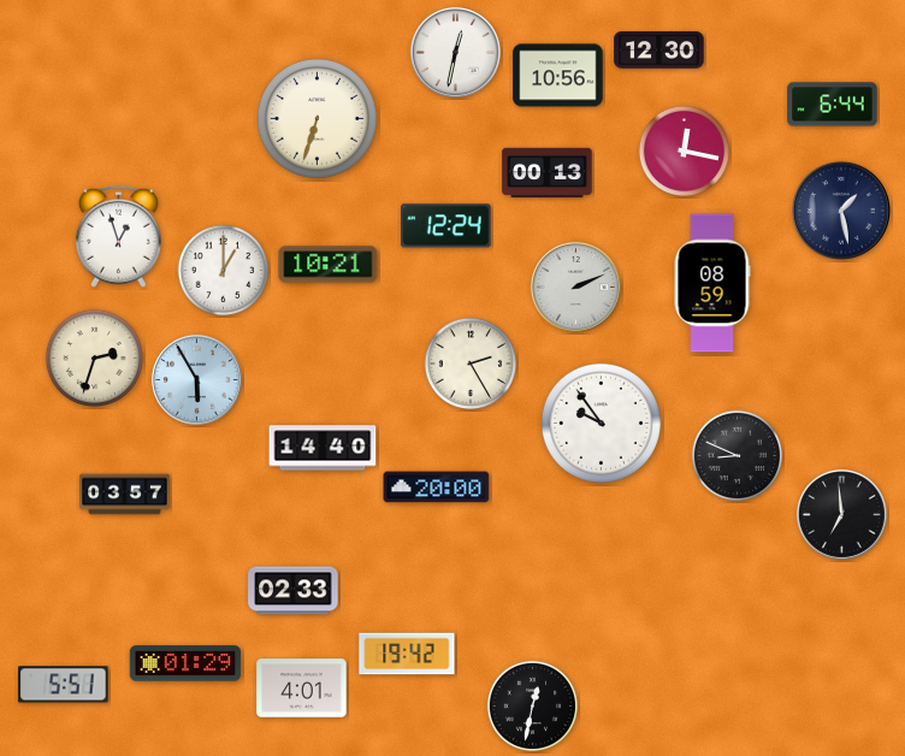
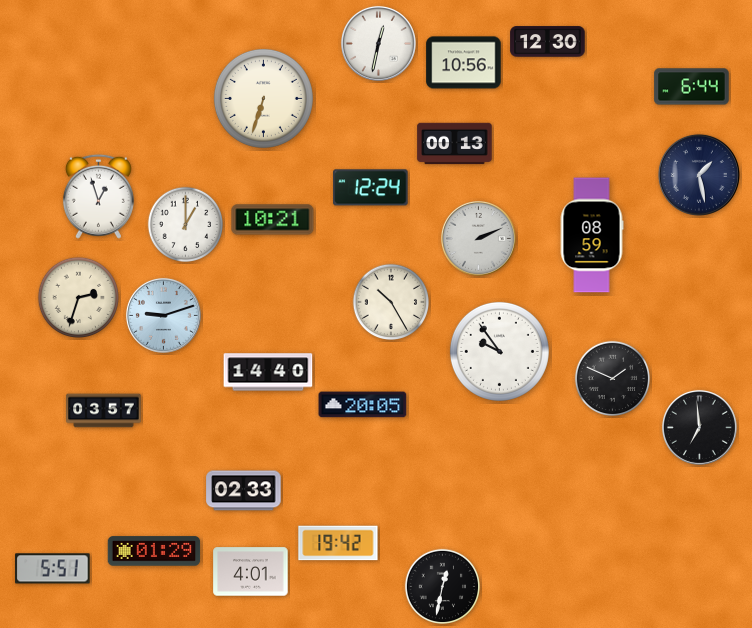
clock at (685, 152): 12:17 -> none
clock at (471, 364): 2:25 -> 10:25
clock at (196, 379): 5:55 -> 9:12
clock at (738, 456): 8:49 -> 1:49
clock at (437, 488): 20:00 -> 20:05
